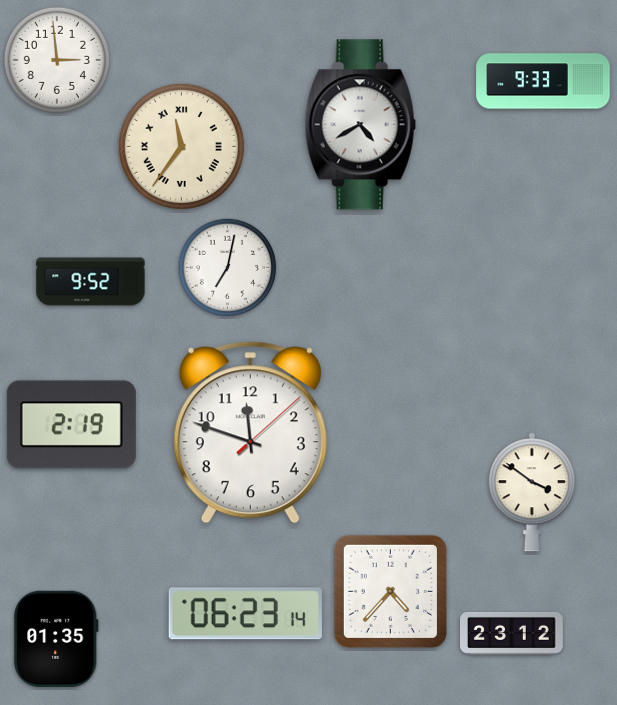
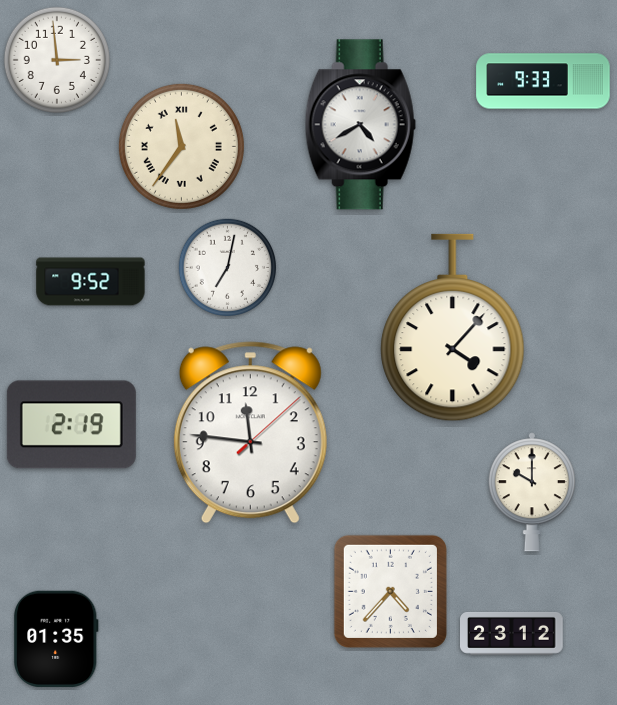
clock at (453, 328): none -> 4:07
clock at (250, 433): 11:48 -> 11:46
clock at (532, 492): 3:51 -> 10:00
clock at (245, 614): 06:23 -> none
